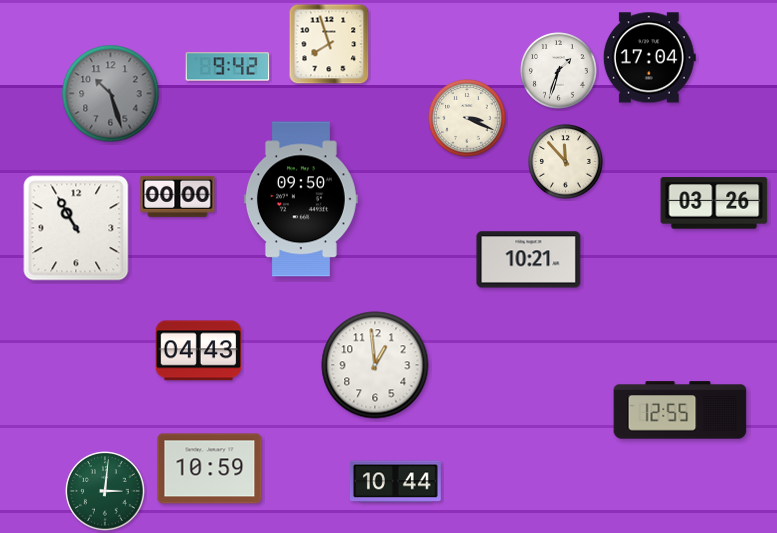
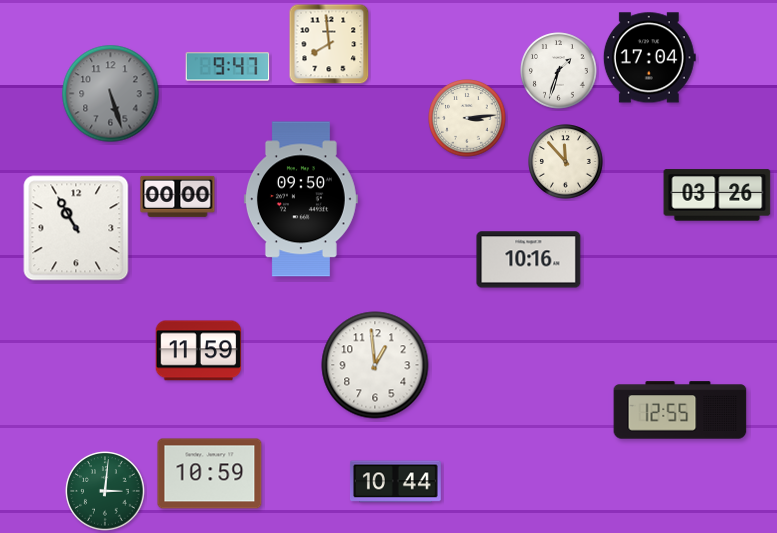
clock at (329, 44): 7:57 -> 7:59
clock at (228, 67): 9:42 -> 9:47
clock at (111, 94): 10:27 -> 5:27
clock at (467, 118): 3:19 -> 3:14
clock at (714, 203) position: (714, 203) -> (717, 195)
clock at (529, 260): 10:21 -> 10:16
clock at (199, 351): 04:43 -> 11:59
clock at (210, 469) position: (210, 469) -> (210, 474)
